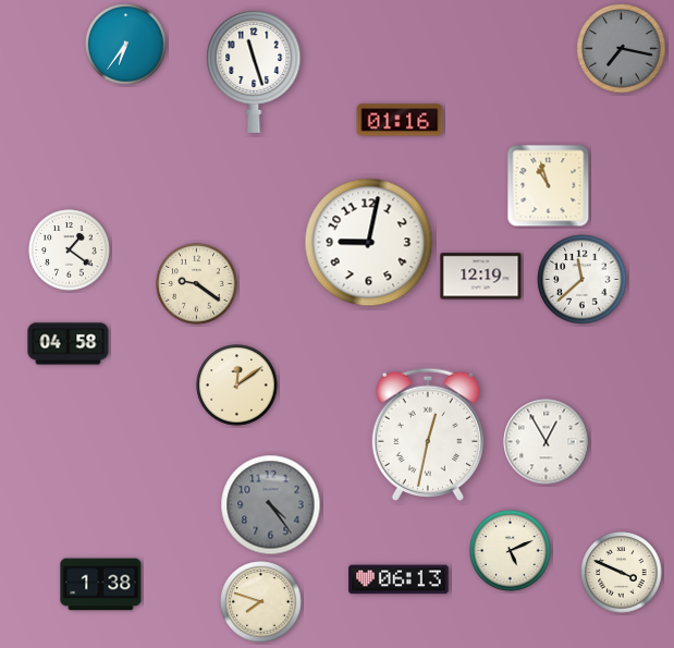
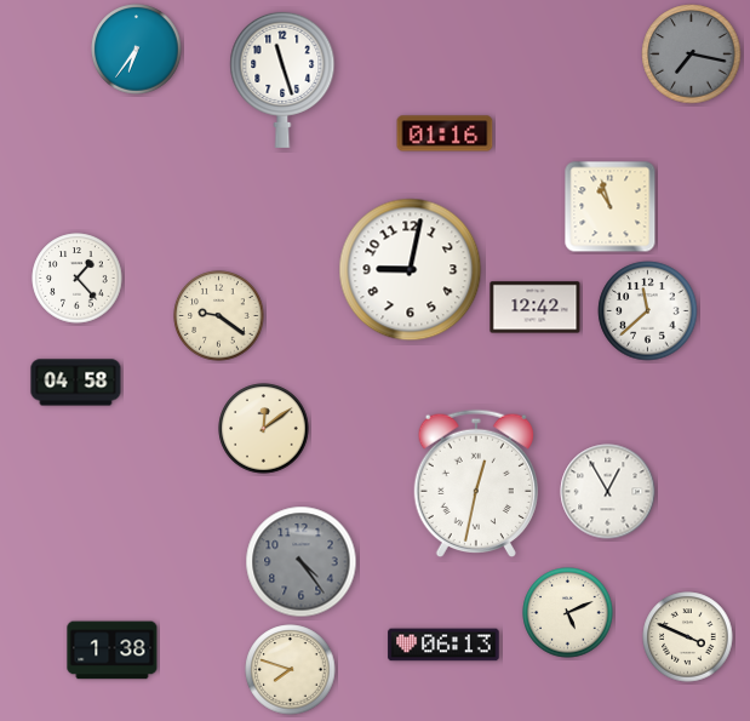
clock at (126, 45) position: (126, 45) -> (137, 50)
clock at (70, 250): 1:21 -> 1:23
clock at (481, 277): 12:19 -> 12:42
clock at (622, 573) position: (622, 573) -> (688, 637)
